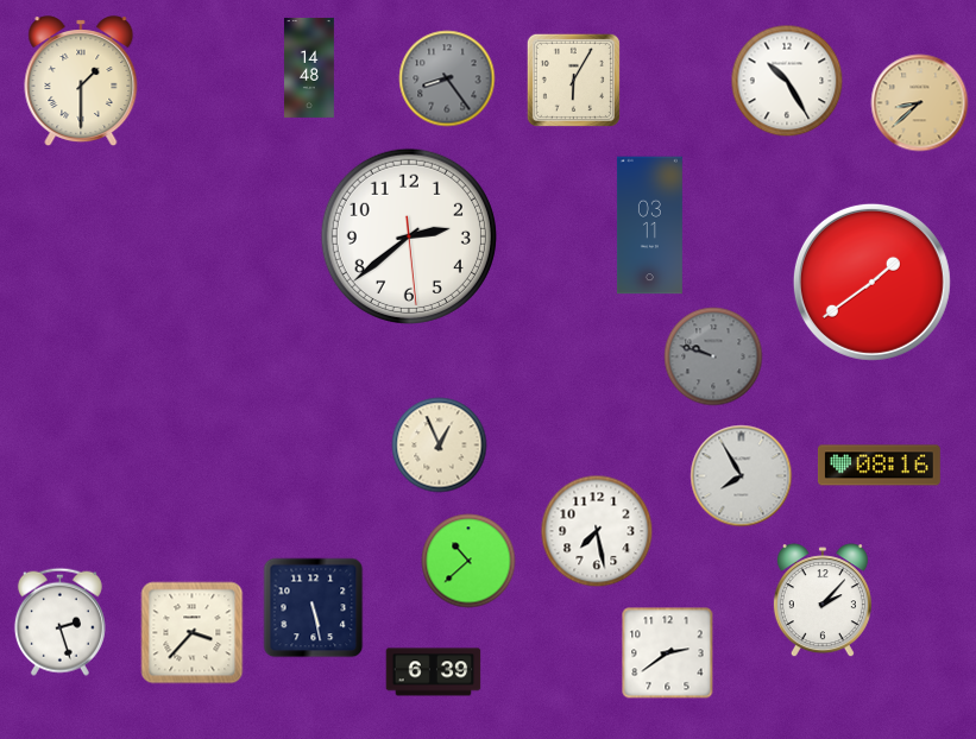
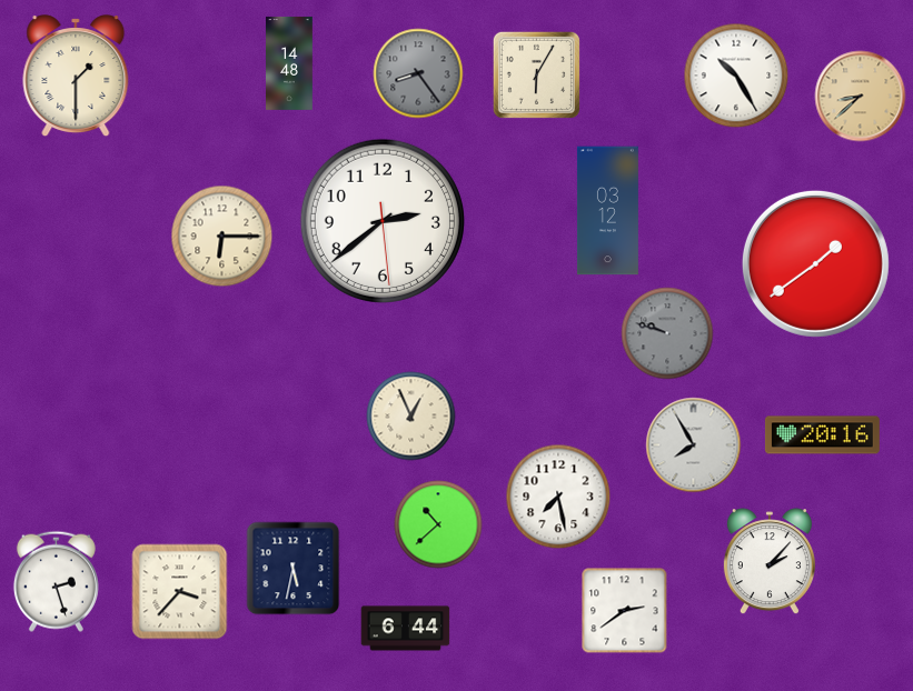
clock at (649, 226): 03:11 -> 03:12
clock at (222, 237): none -> 6:15
clock at (879, 466): 08:16 -> 20:16
clock at (314, 608): 5:28 -> 5:32
clock at (434, 672): 6:39 -> 6:44
